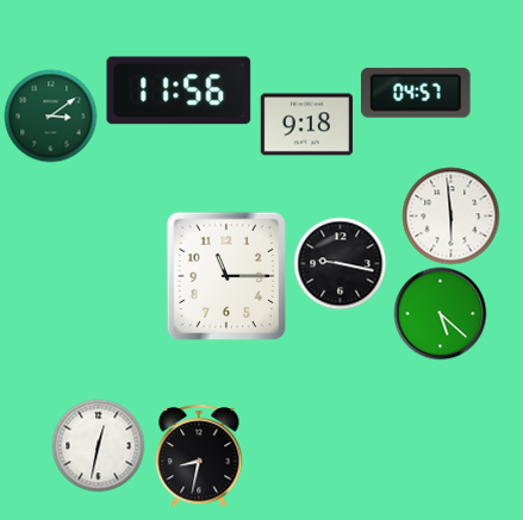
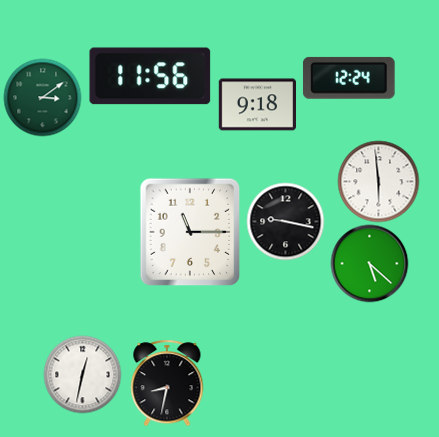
clock at (416, 93): 04:57 -> 12:24
